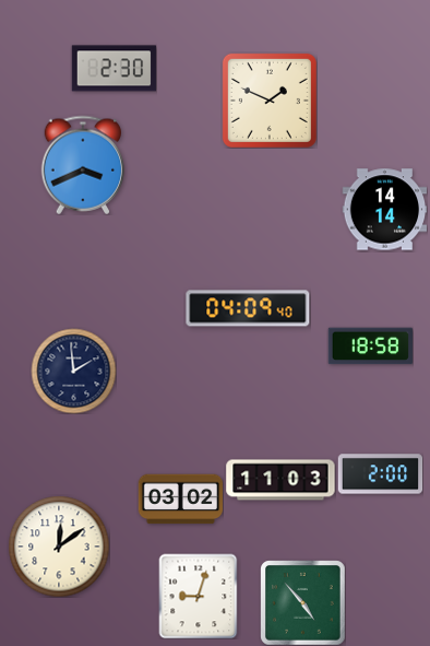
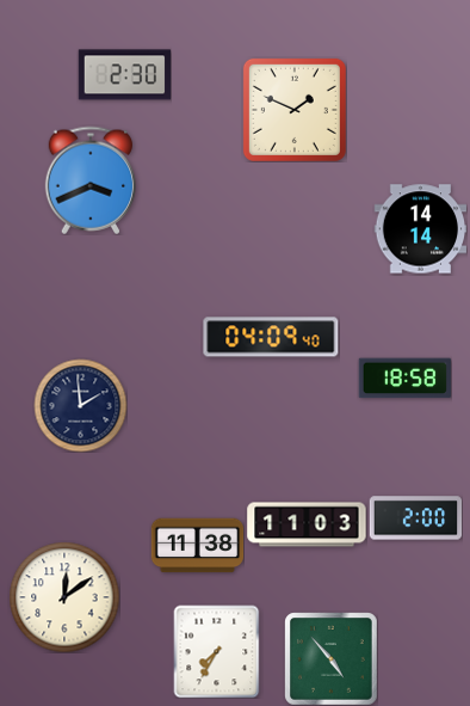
clock at (180, 500): 03:02 -> 11:38
clock at (199, 596): 9:03 -> 7:35
